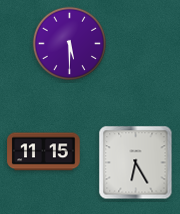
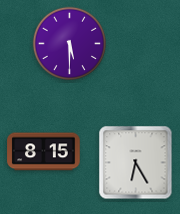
clock at (44, 152): 11:15 -> 8:15
